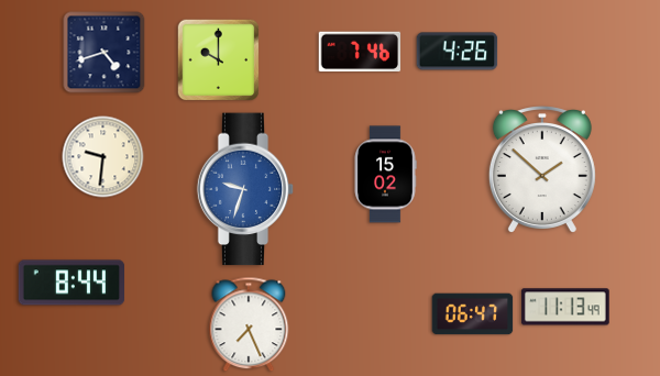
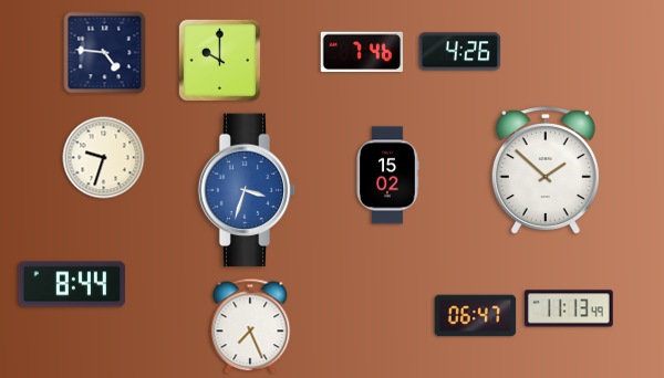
clock at (105, 53): 4:42 -> 4:46
clock at (103, 157): 9:31 -> 9:33
clock at (245, 189): 9:33 -> 3:33
